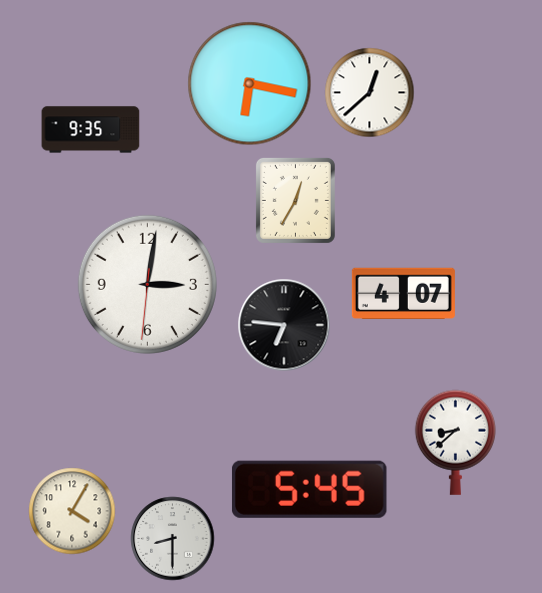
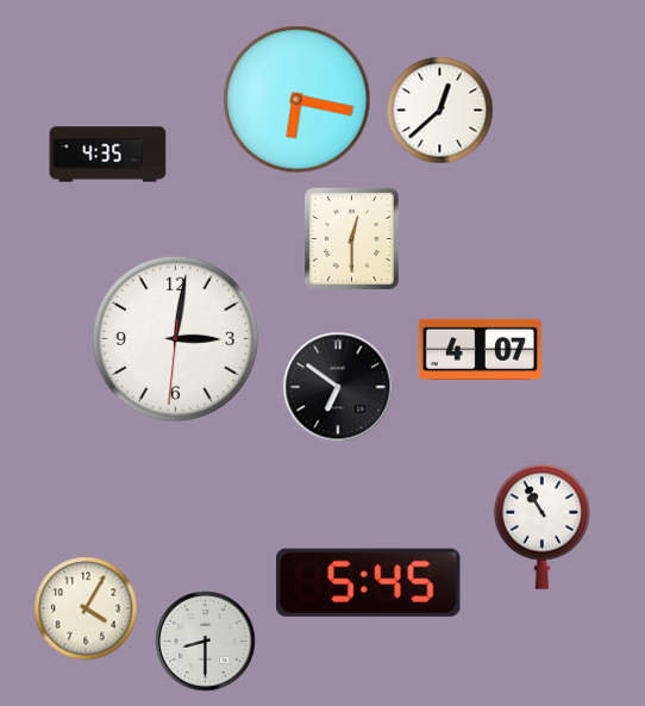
clock at (91, 130): 9:35 -> 4:35
clock at (295, 200): 12:35 -> 12:30
clock at (284, 325): 6:46 -> 6:51
clock at (455, 442): 8:38 -> 10:55
